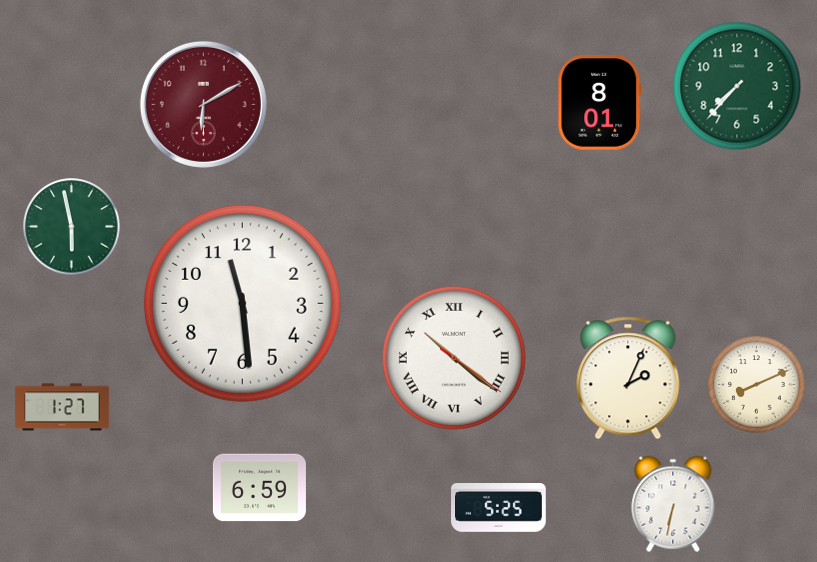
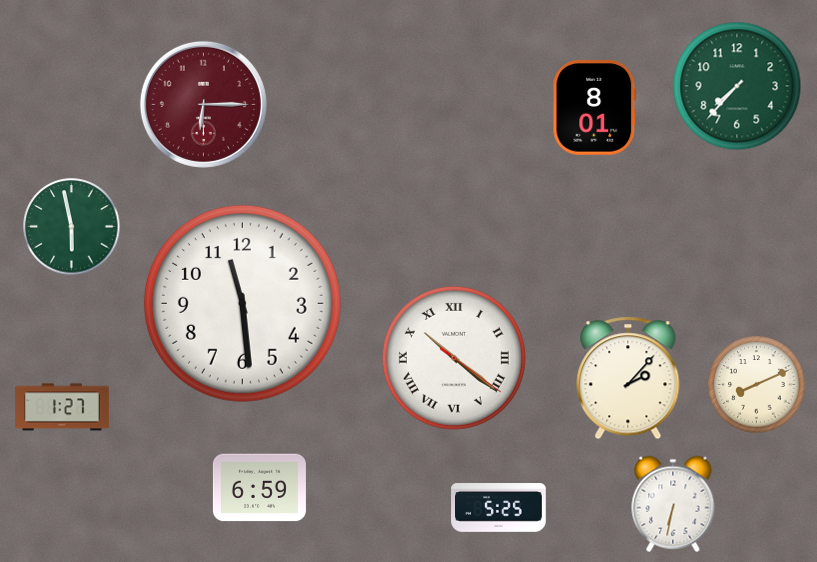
clock at (600, 103) position: (600, 103) -> (595, 108)
clock at (203, 104): 6:10 -> 6:15
clock at (628, 378): 2:04 -> 2:07
